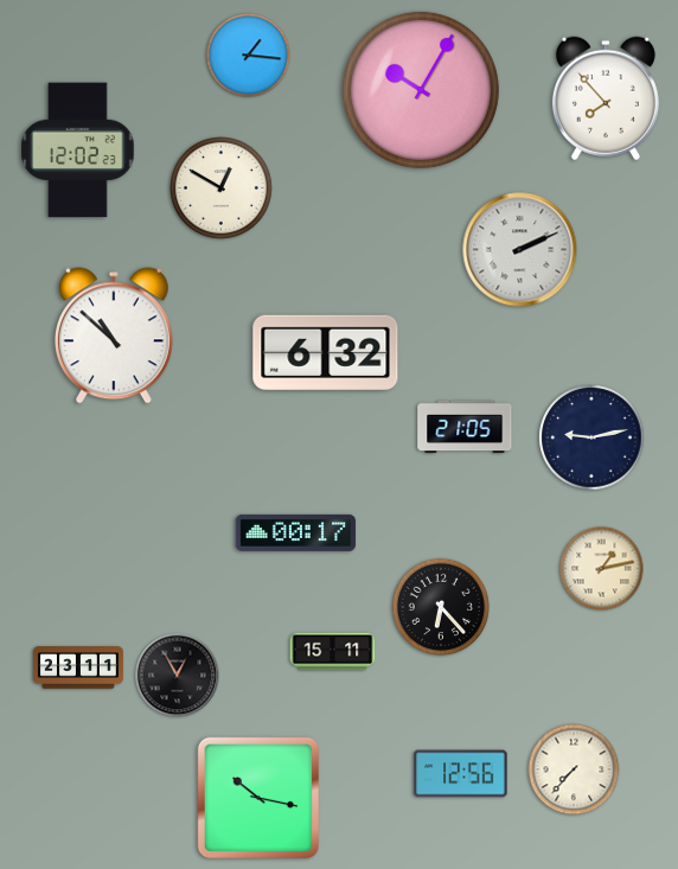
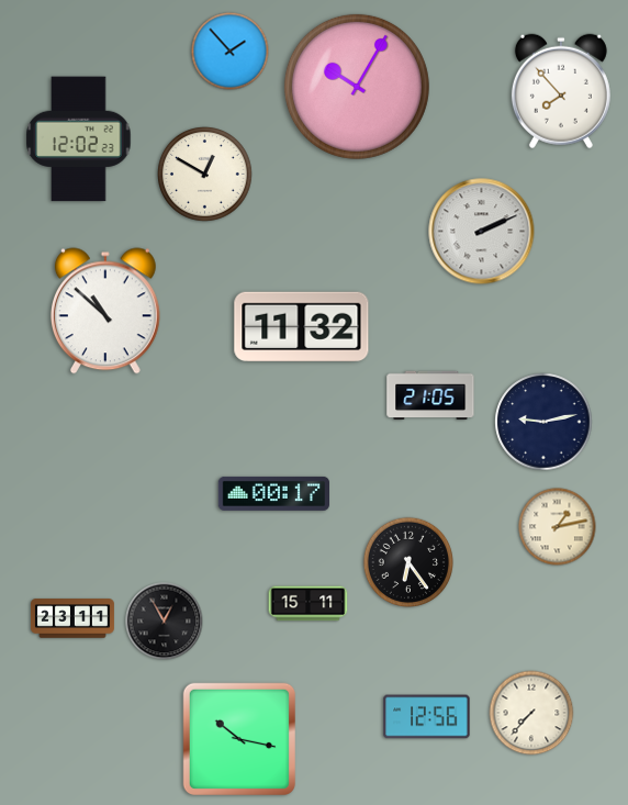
clock at (249, 56): 1:16 -> 1:53
clock at (421, 90) position: (421, 90) -> (357, 87)
clock at (78, 151) position: (78, 151) -> (79, 139)
clock at (326, 352): 6:32 -> 11:32
clock at (591, 437) position: (591, 437) -> (543, 422)
clock at (440, 606): 6:23 -> 6:24
clock at (178, 676) position: (178, 676) -> (165, 622)
